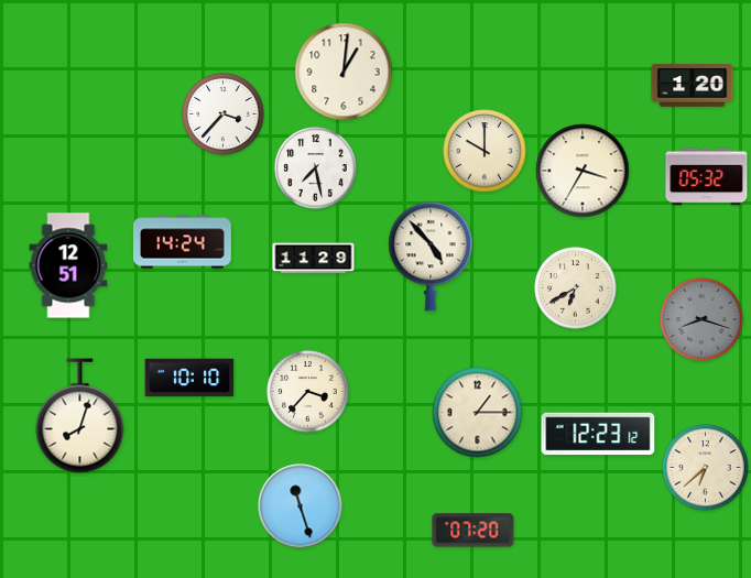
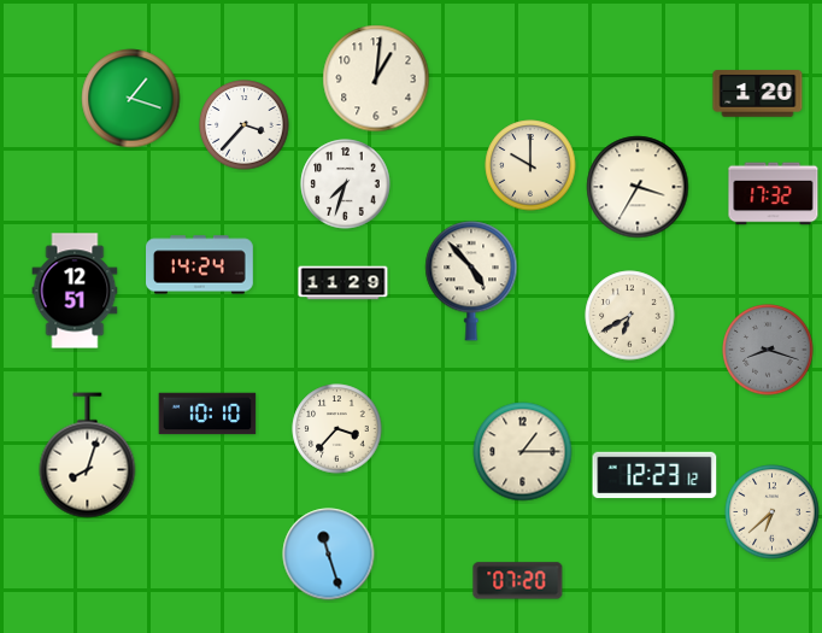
clock at (131, 99): none -> 1:18
clock at (316, 168): 7:28 -> 7:33
clock at (707, 177): 05:32 -> 17:32
